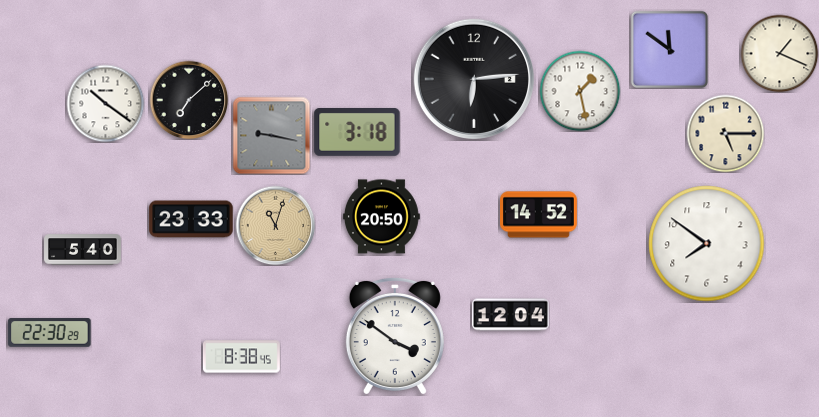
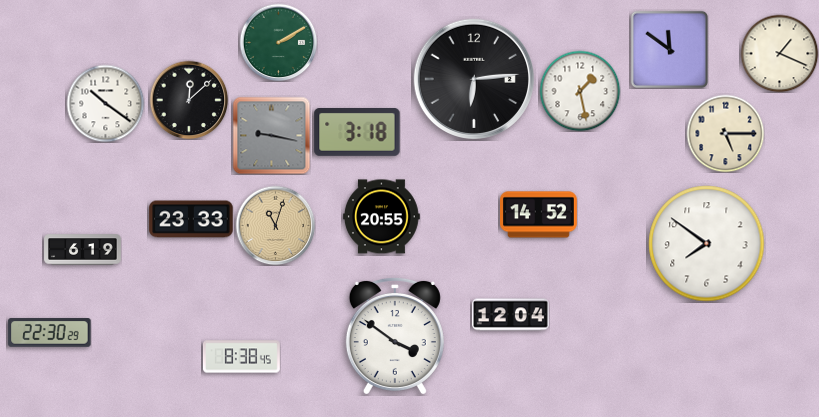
clock at (278, 42): none -> 2:10
clock at (189, 100): 7:08 -> 12:08
clock at (382, 217): 20:50 -> 20:55
clock at (83, 250): 5:40 -> 6:19
